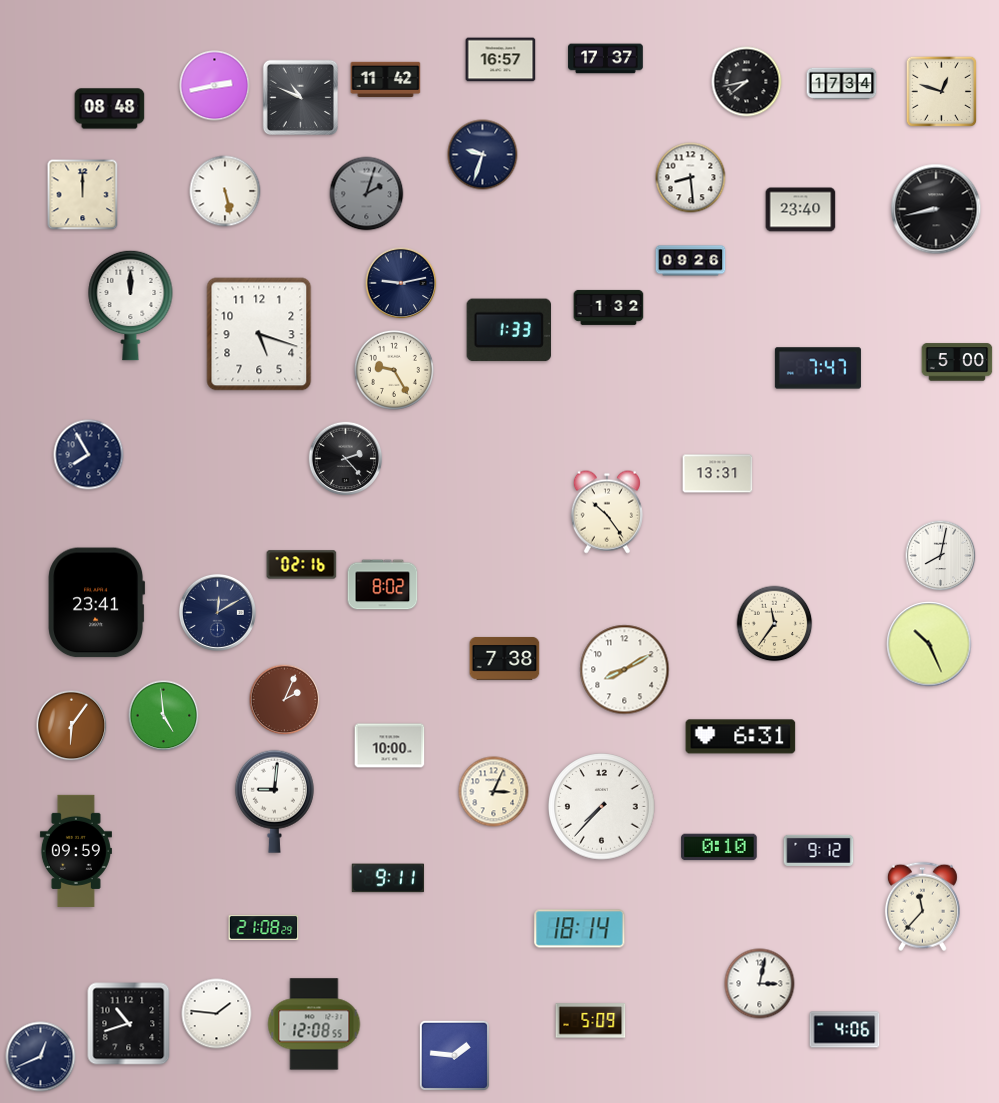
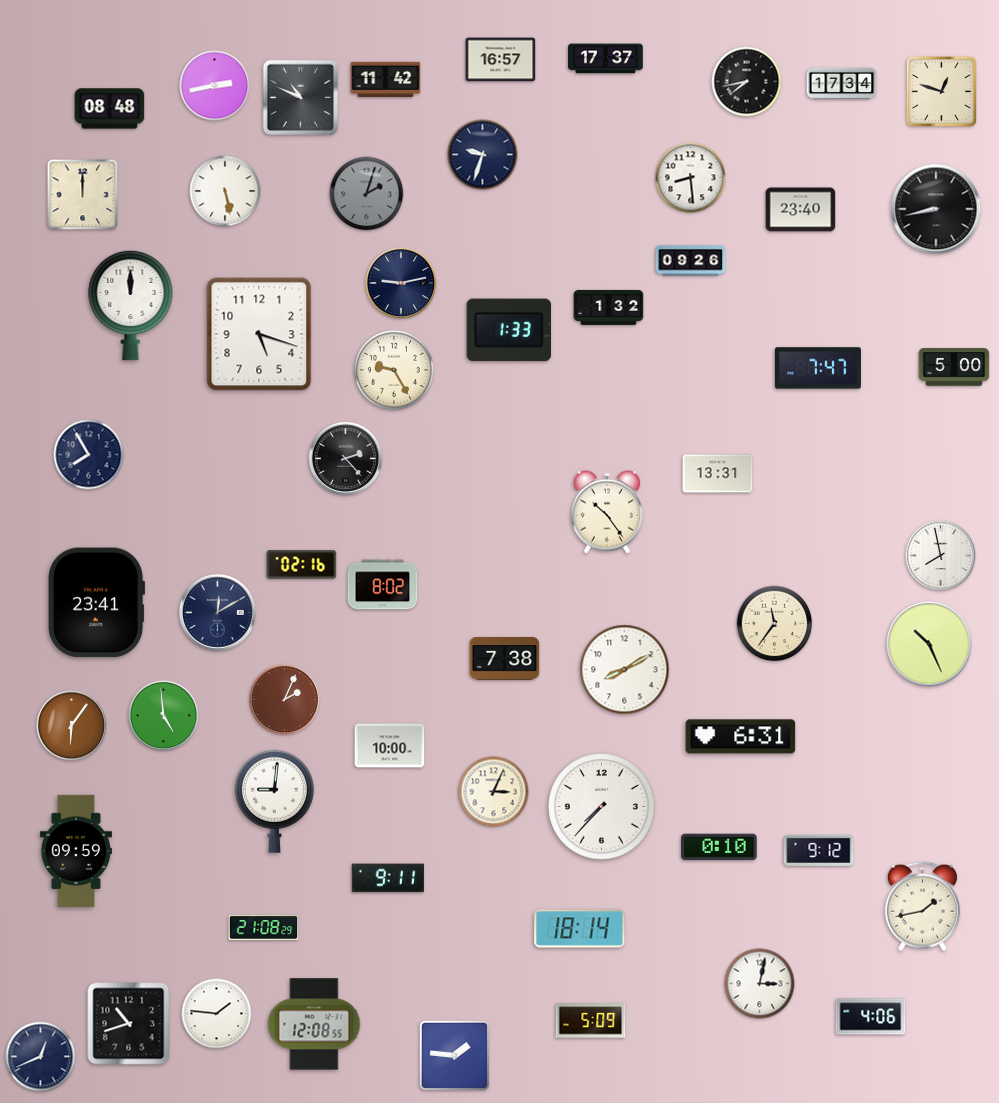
clock at (957, 362) position: (957, 362) -> (954, 367)
clock at (941, 556): 8:02 -> 7:58
clock at (922, 907): 11:37 -> 1:43
clock at (845, 1030) position: (845, 1030) -> (871, 1017)
